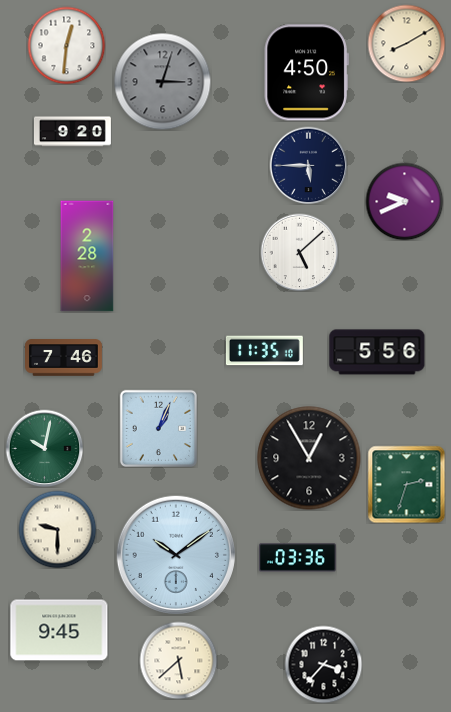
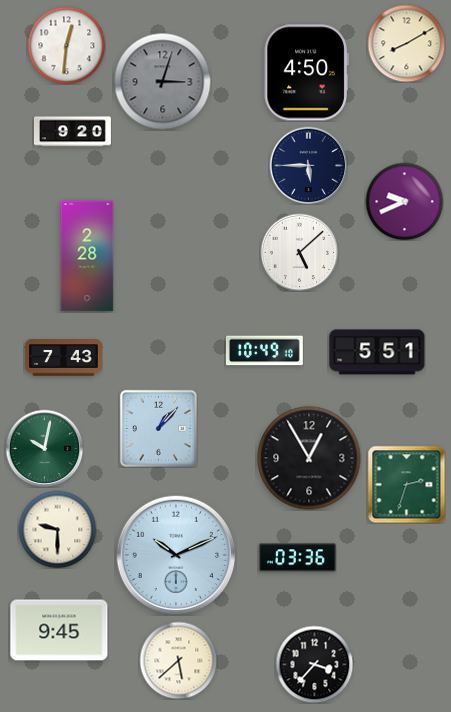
clock at (264, 351): 11:35 -> 10:49
clock at (377, 352): 5:56 -> 5:51
clock at (64, 358): 7:46 -> 7:43
clock at (158, 428): 1:04 -> 1:07
clock at (175, 554): 10:09 -> 10:11
clock at (323, 664) position: (323, 664) -> (314, 664)
